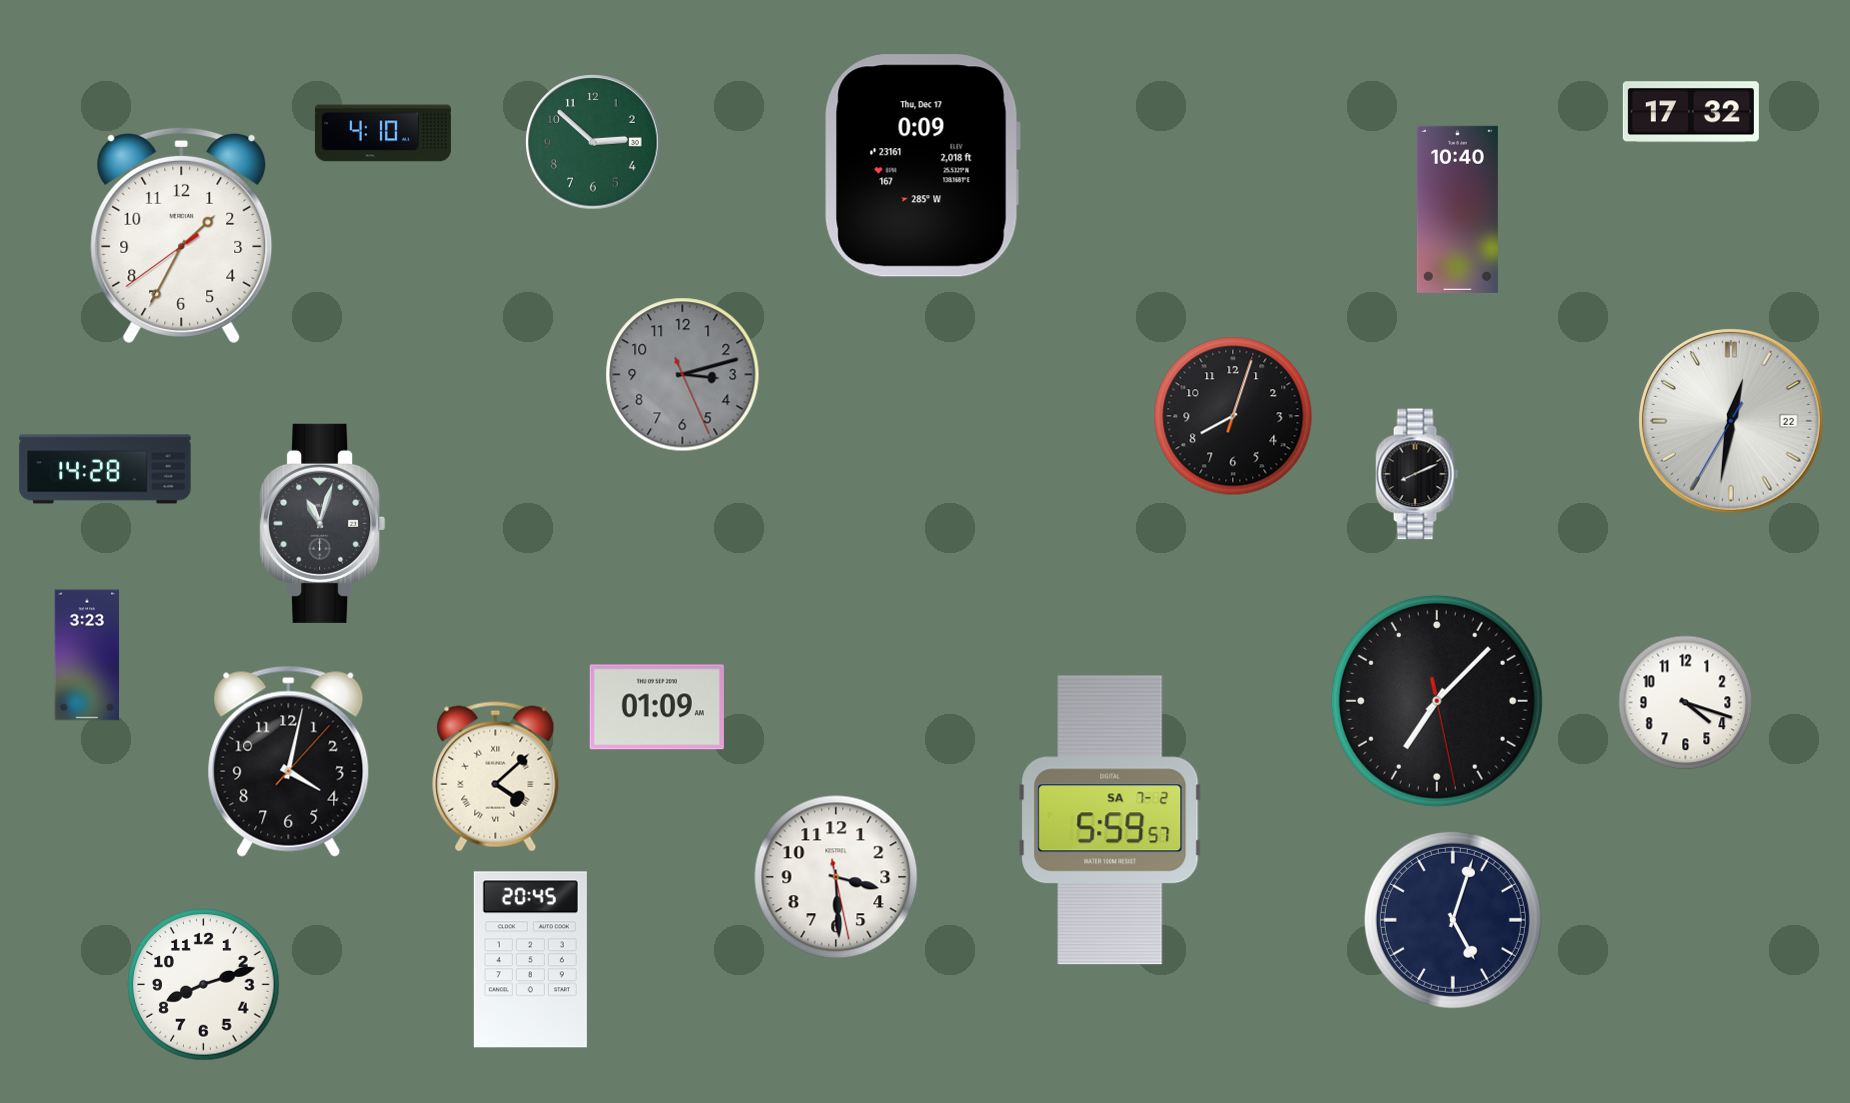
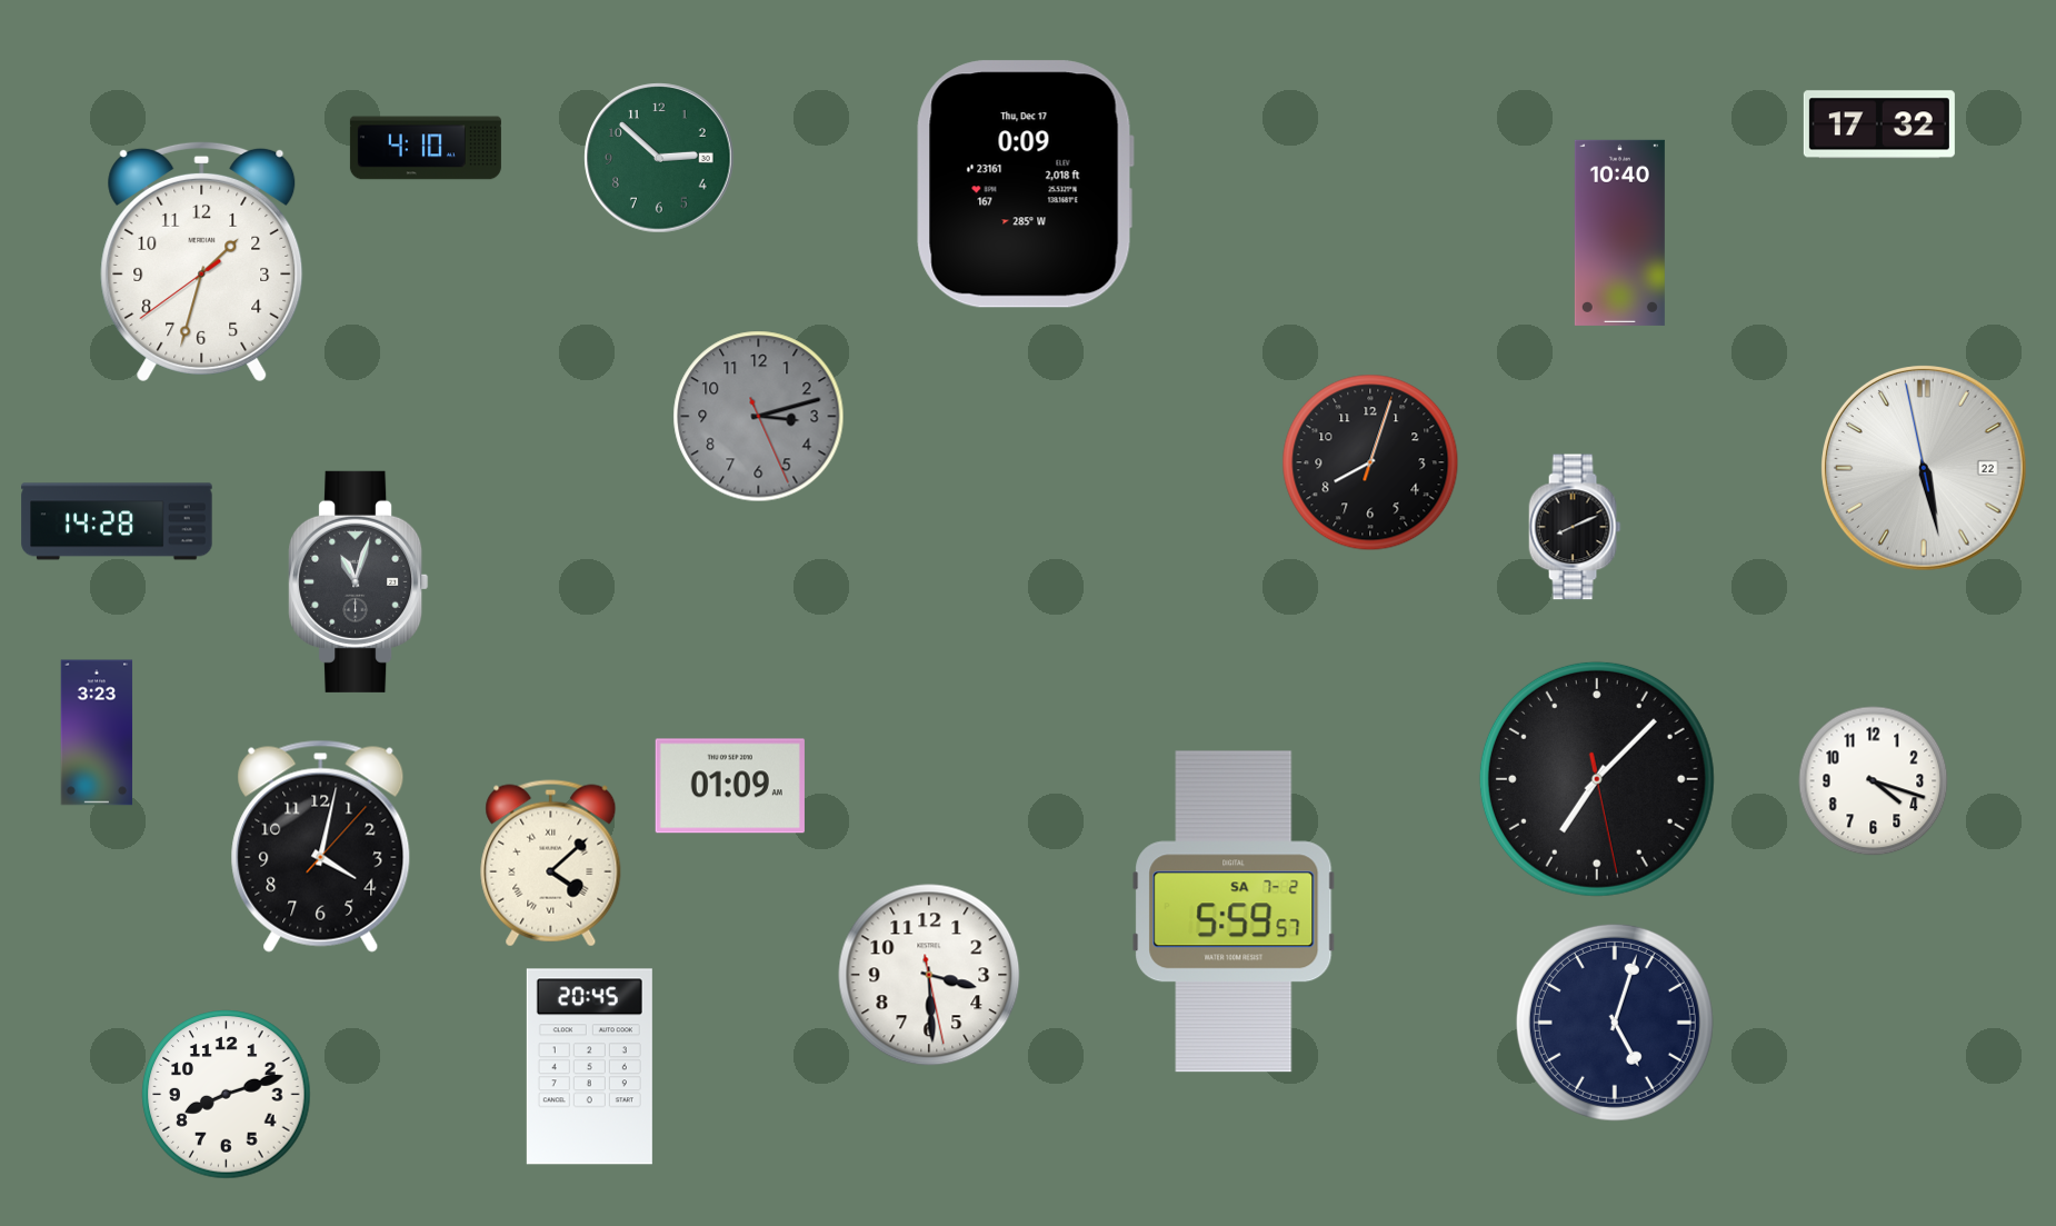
clock at (182, 235): 1:34 -> 1:32
clock at (1732, 422): 12:31 -> 5:27
clock at (87, 655) position: (87, 655) -> (97, 732)
